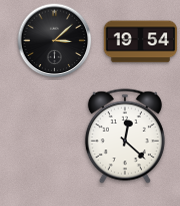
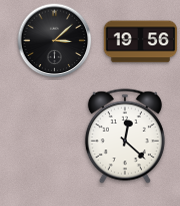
clock at (141, 42): 19:54 -> 19:56
